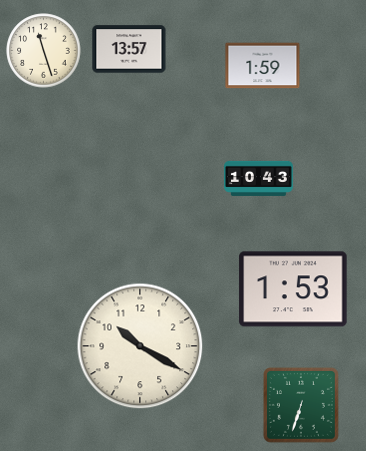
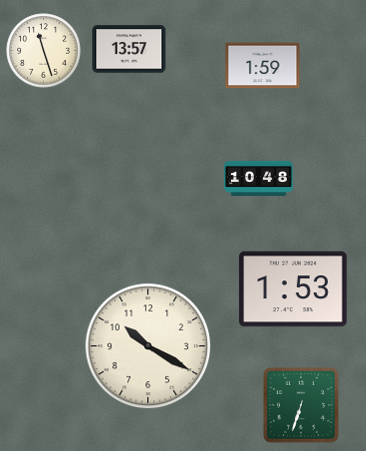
clock at (259, 178): 10:43 -> 10:48
clock at (140, 346) position: (140, 346) -> (148, 346)
